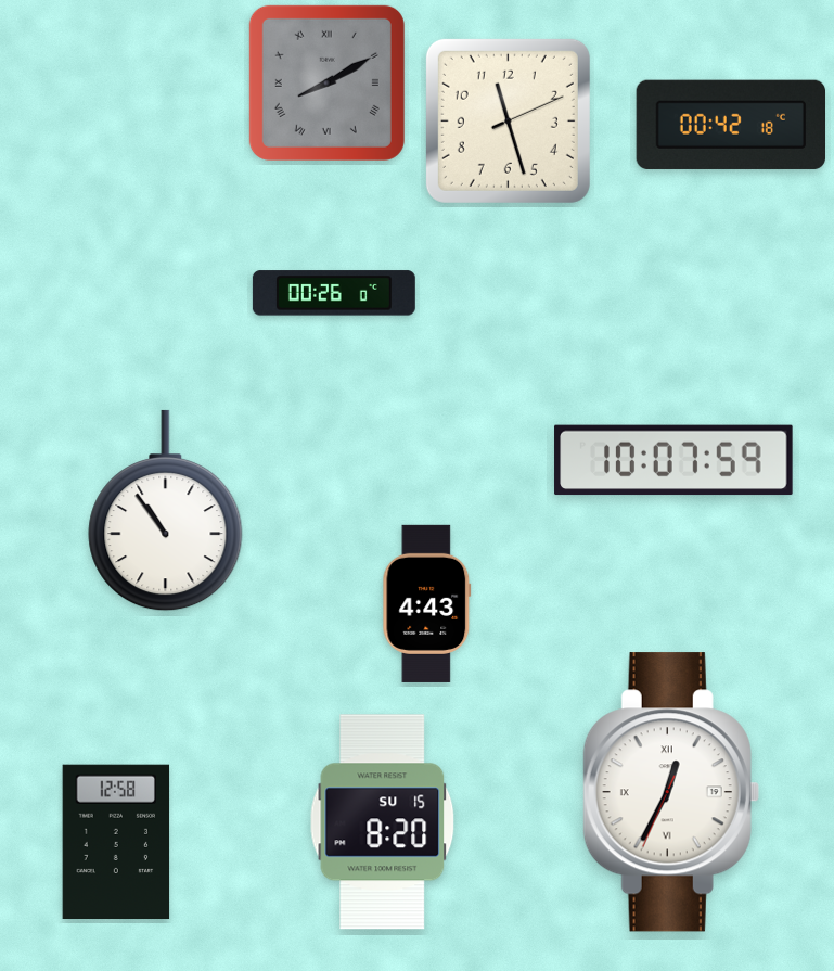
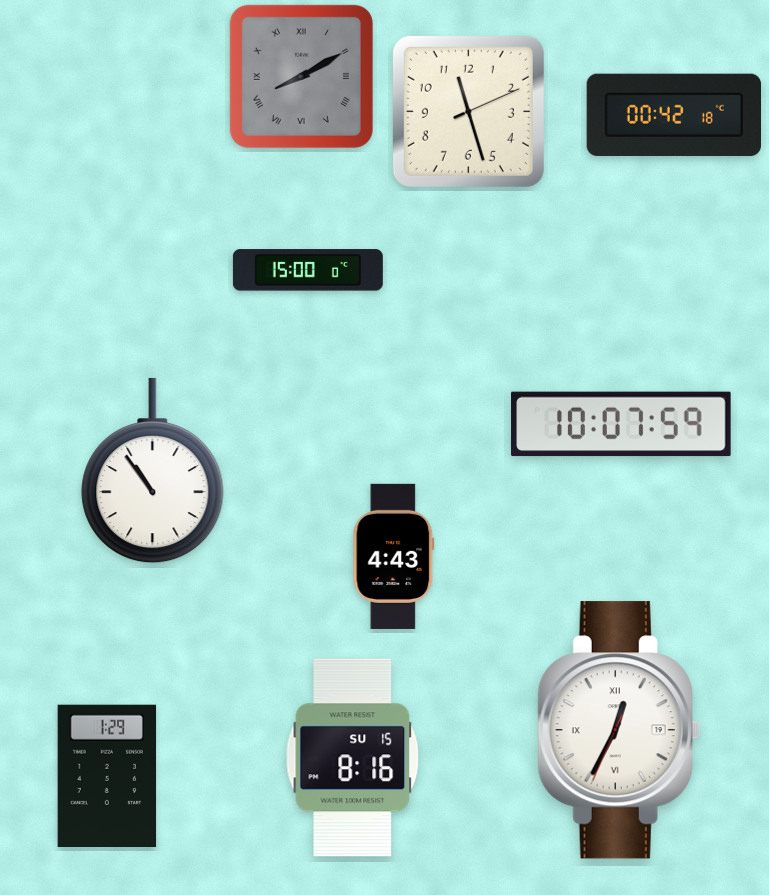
clock at (334, 293): 00:26 -> 15:00
clock at (383, 822): 8:20 -> 8:16
clock at (116, 841): 12:58 -> 1:29
